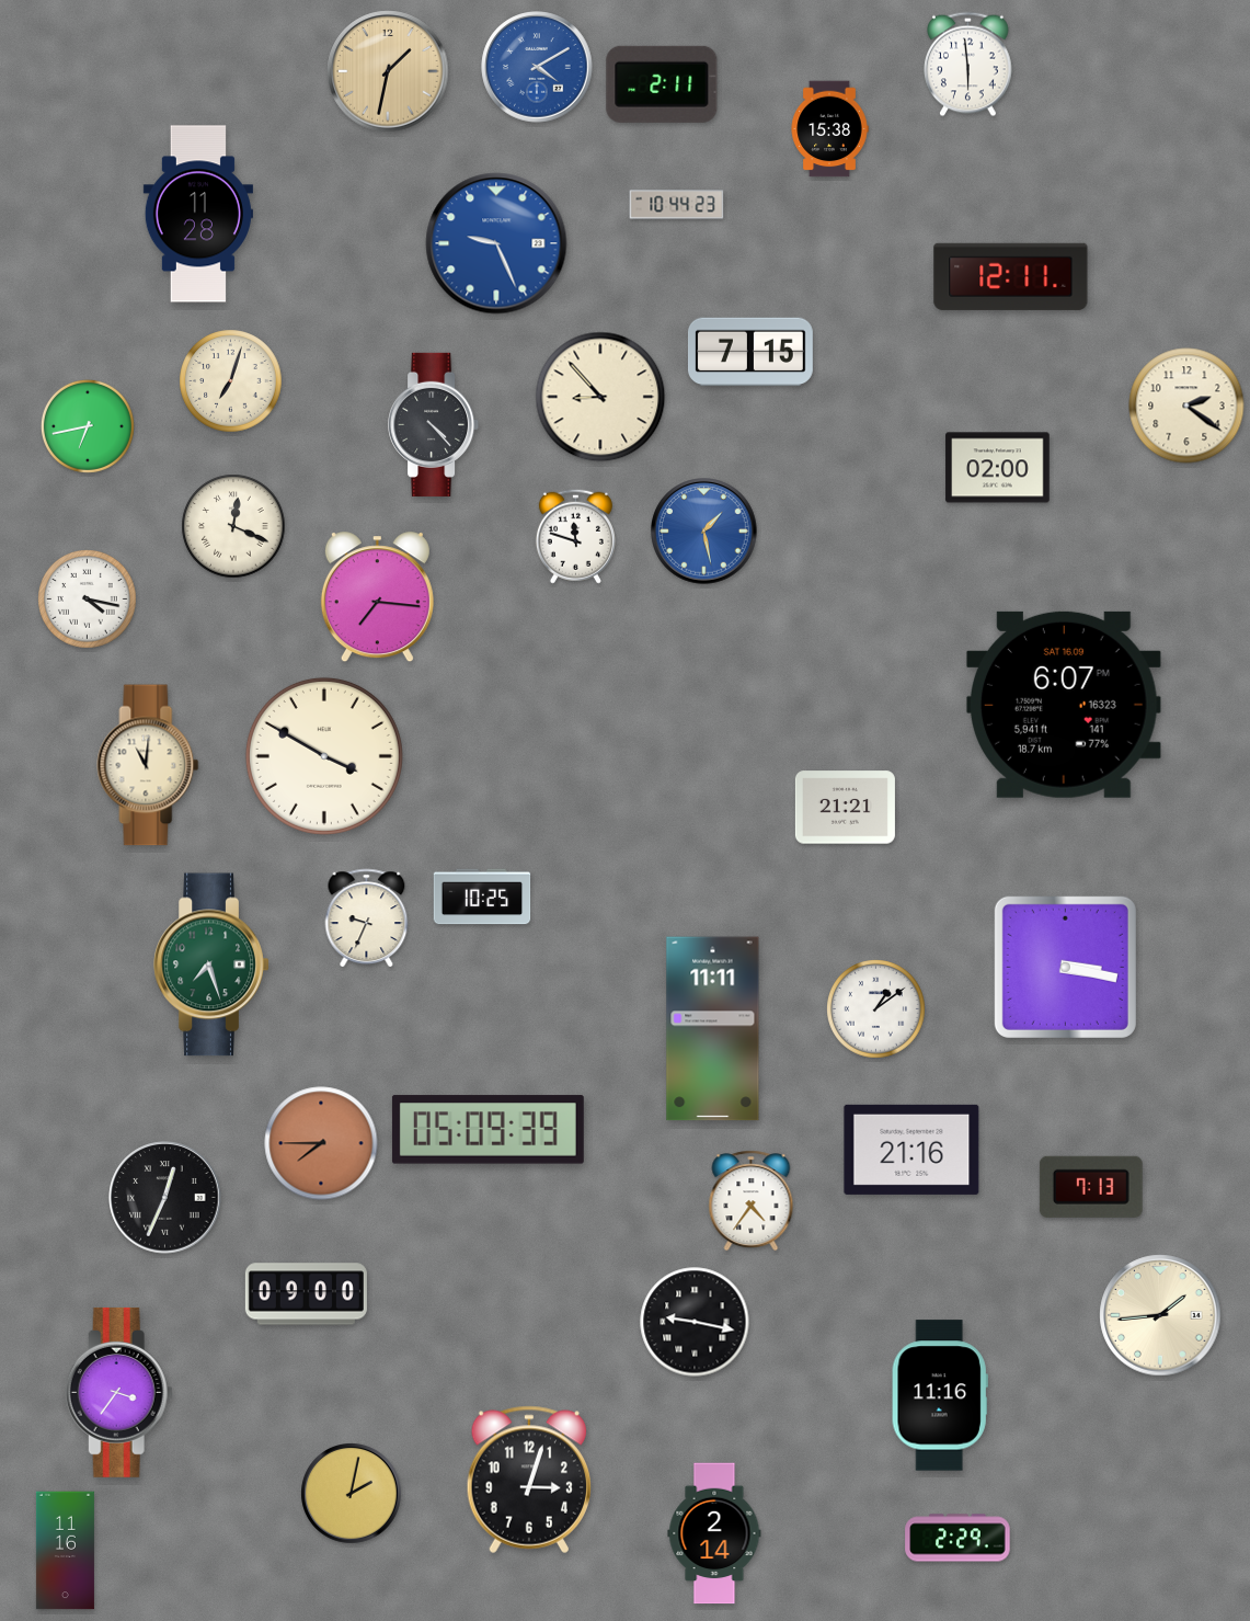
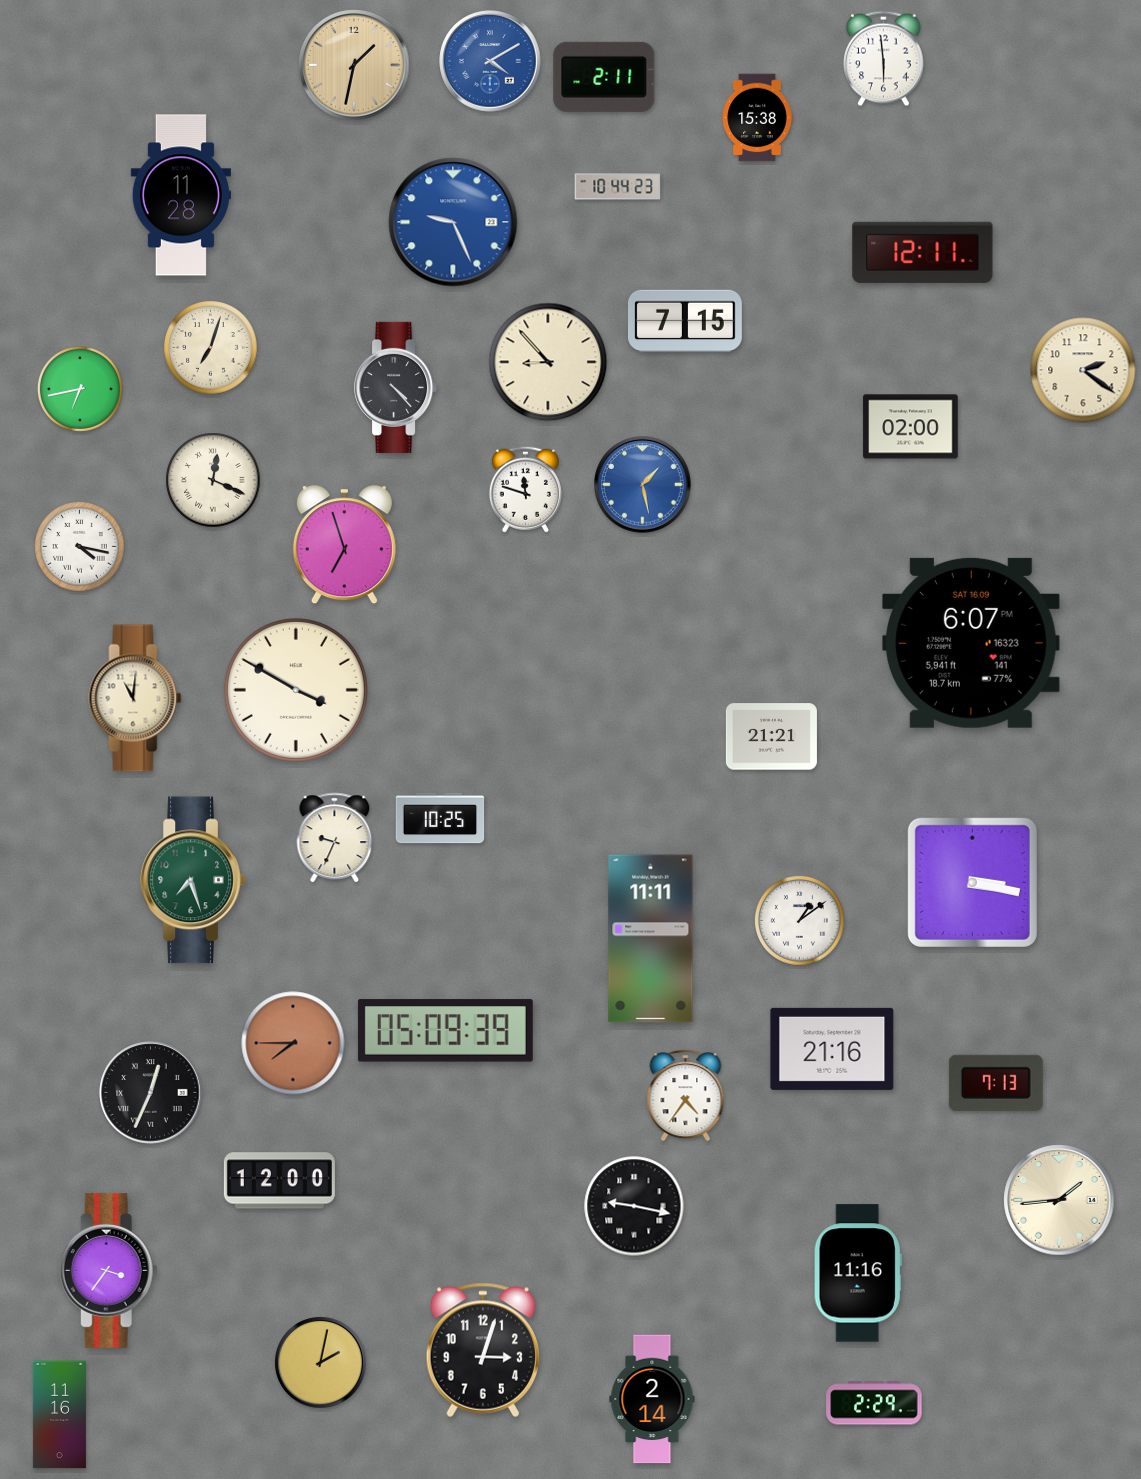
clock at (377, 597): 7:16 -> 6:57
clock at (306, 1294): 09:00 -> 12:00
